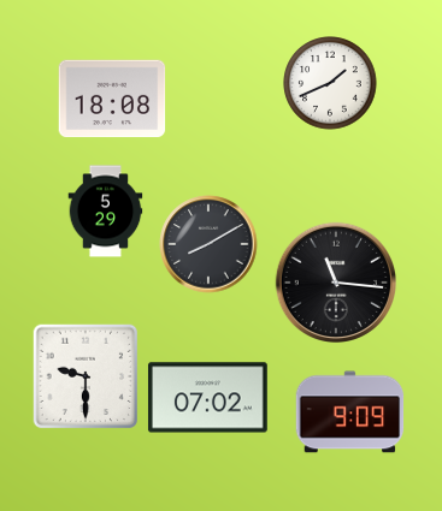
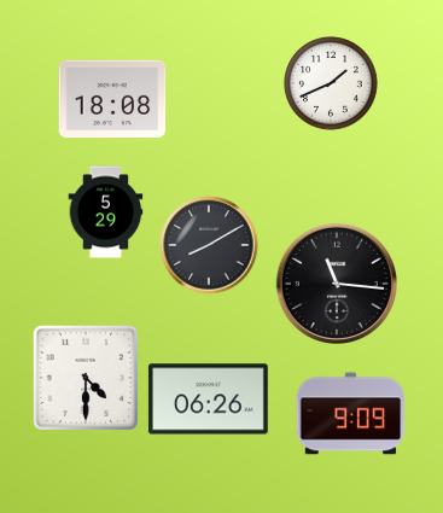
clock at (86, 376): 9:30 -> 4:30
clock at (207, 398): 07:02 -> 06:26
